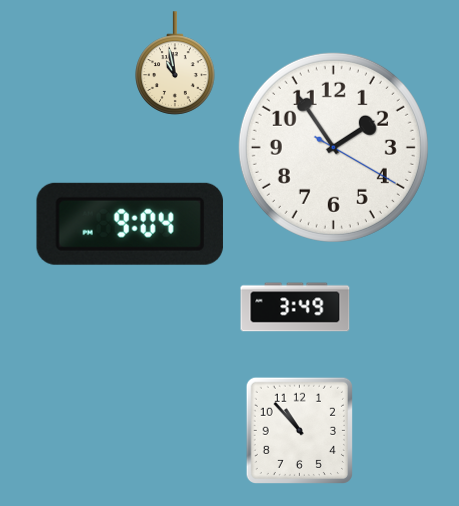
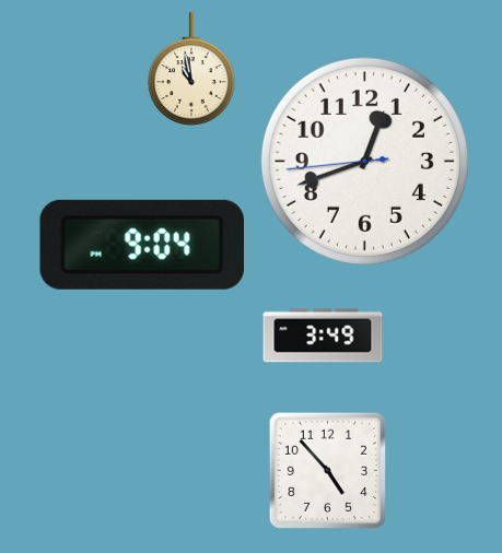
clock at (333, 147): 1:54 -> 12:41
clock at (299, 430): 10:53 -> 4:53
